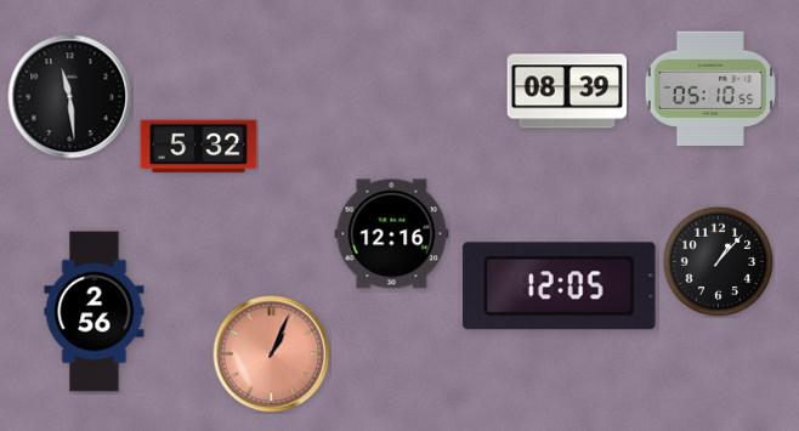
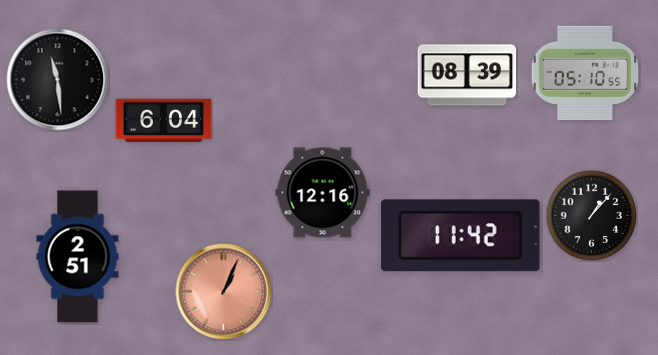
clock at (199, 147): 5:32 -> 6:04
clock at (560, 287): 12:05 -> 11:42
clock at (95, 312): 2:56 -> 2:51
